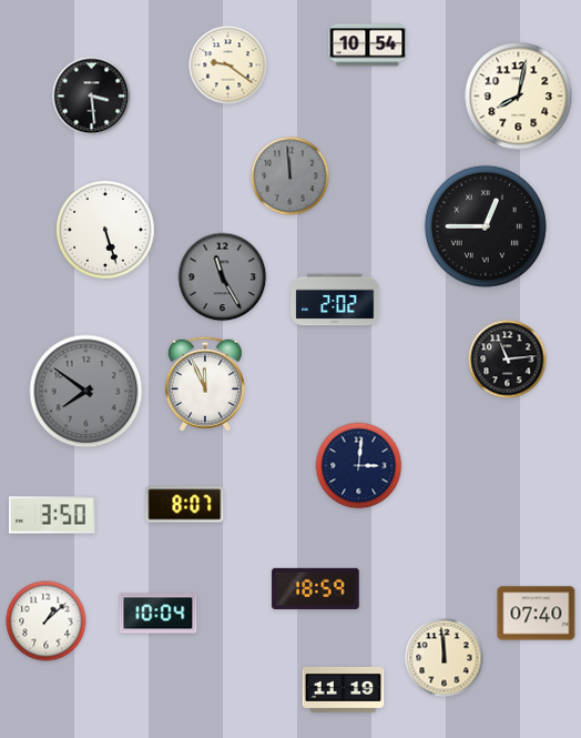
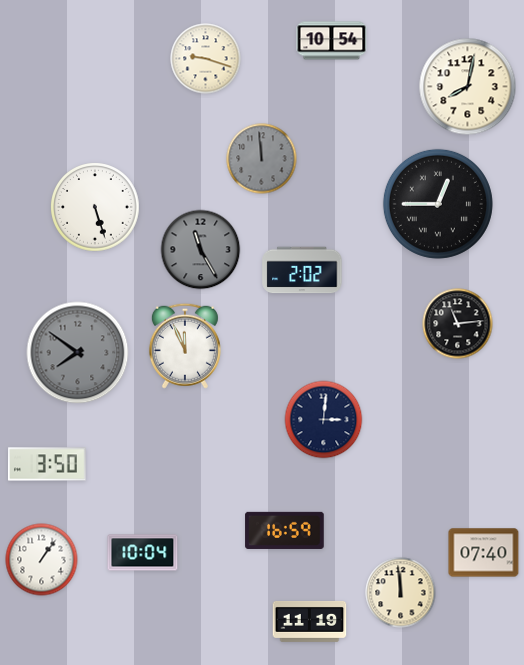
clock at (228, 65): 9:21 -> 9:18
clock at (92, 97): 3:29 -> none
clock at (185, 505): 8:07 -> none
clock at (316, 588): 18:59 -> 16:59
clock at (47, 621): 1:08 -> 1:06
